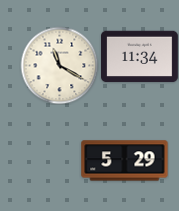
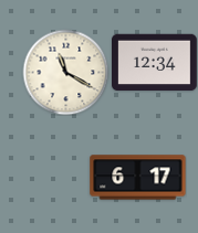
clock at (140, 57): 11:34 -> 12:34
clock at (125, 161): 5:29 -> 6:17
